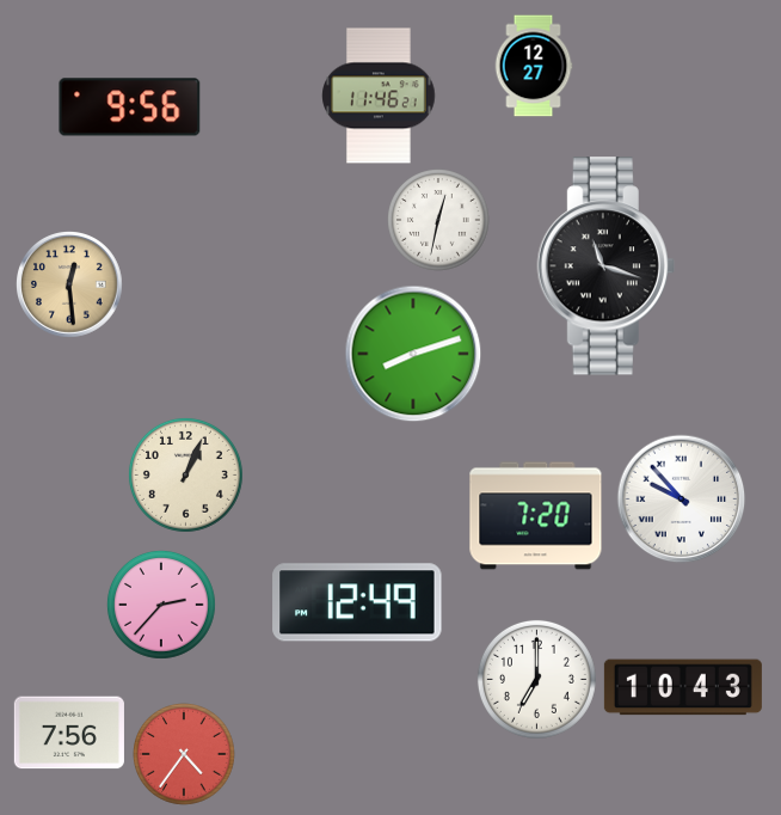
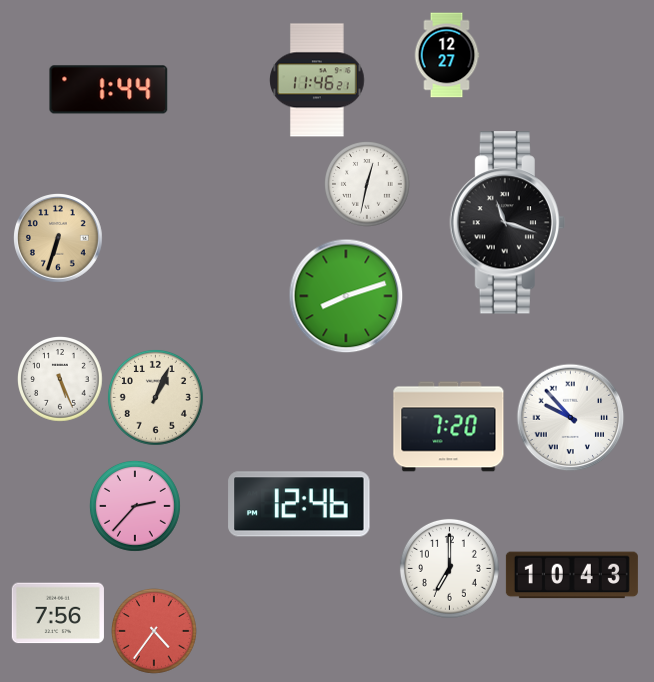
clock at (130, 108): 9:56 -> 1:44
clock at (70, 286): 12:29 -> 6:33
clock at (60, 379): none -> 5:26
clock at (536, 516) position: (536, 516) -> (449, 427)
clock at (357, 602): 12:49 -> 12:46
